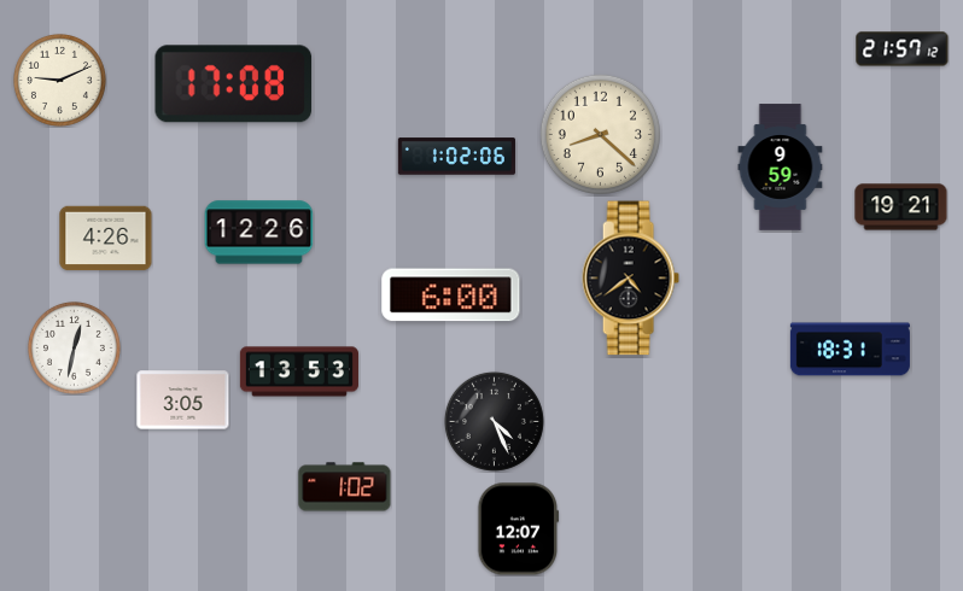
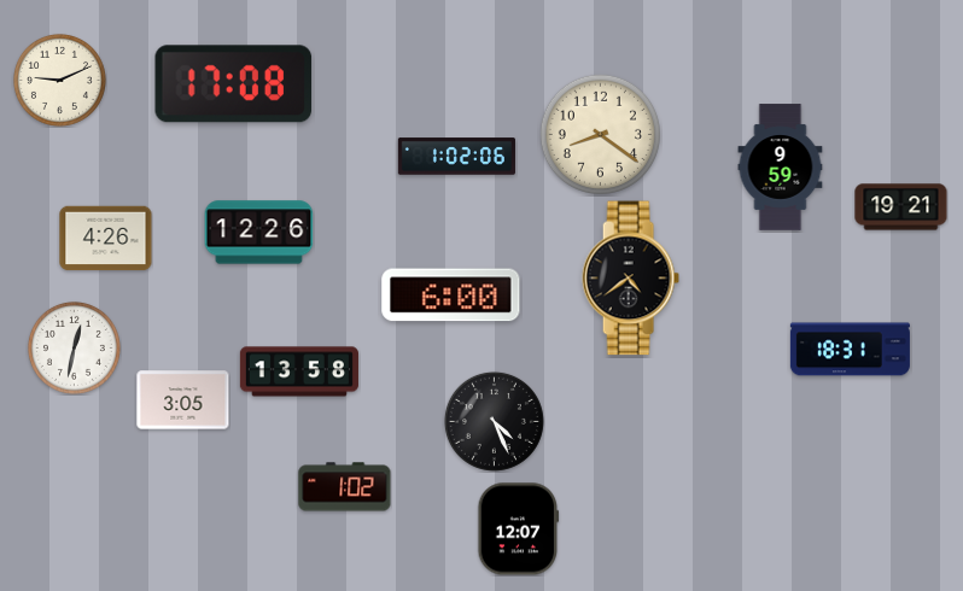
clock at (903, 49): 21:57 -> none
clock at (600, 134): 8:22 -> 8:21
clock at (299, 371): 13:53 -> 13:58
